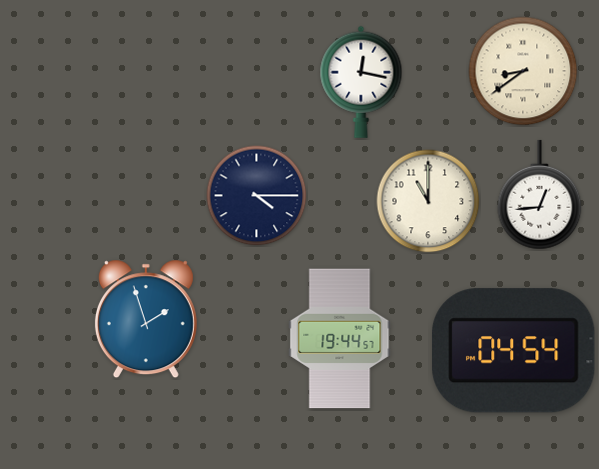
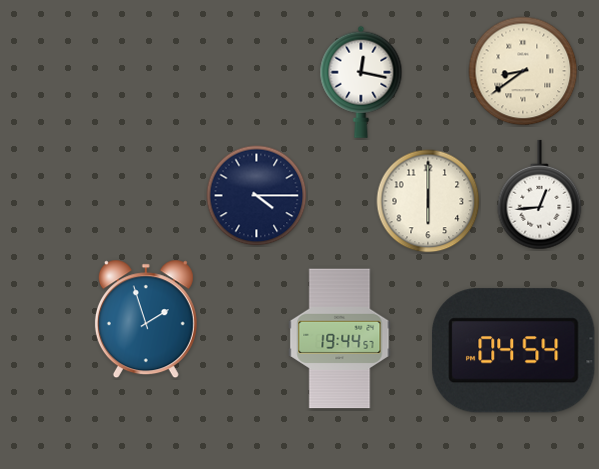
clock at (428, 201): 11:00 -> 6:00
